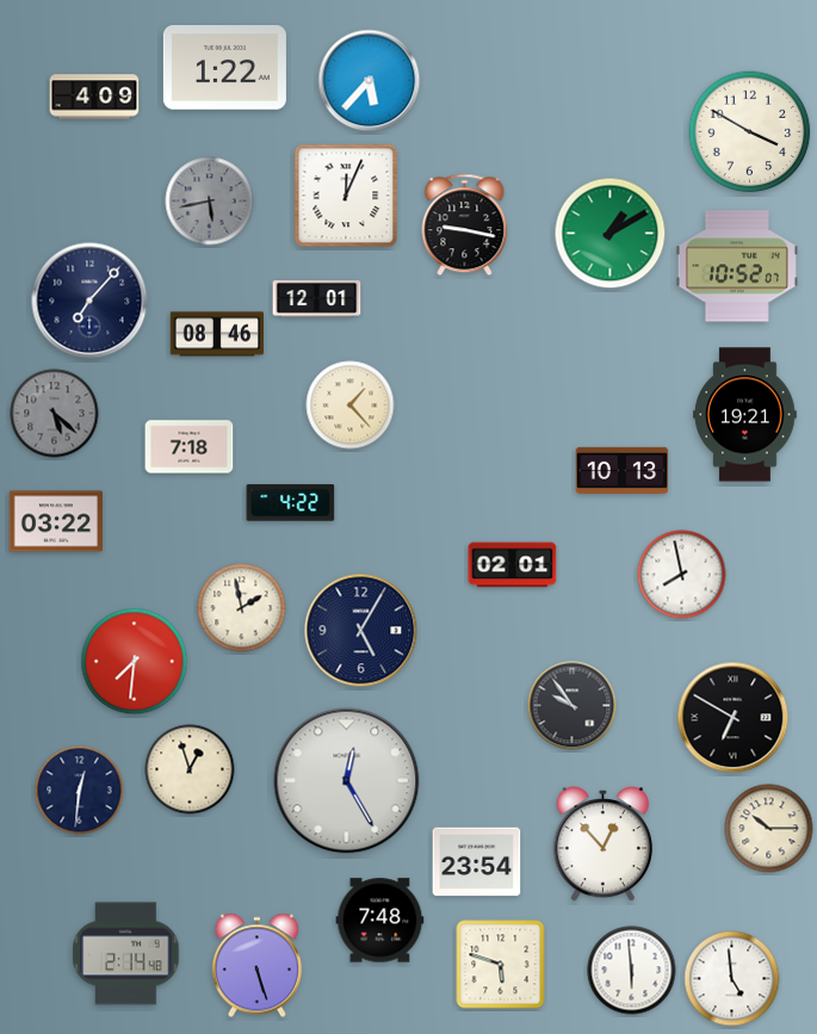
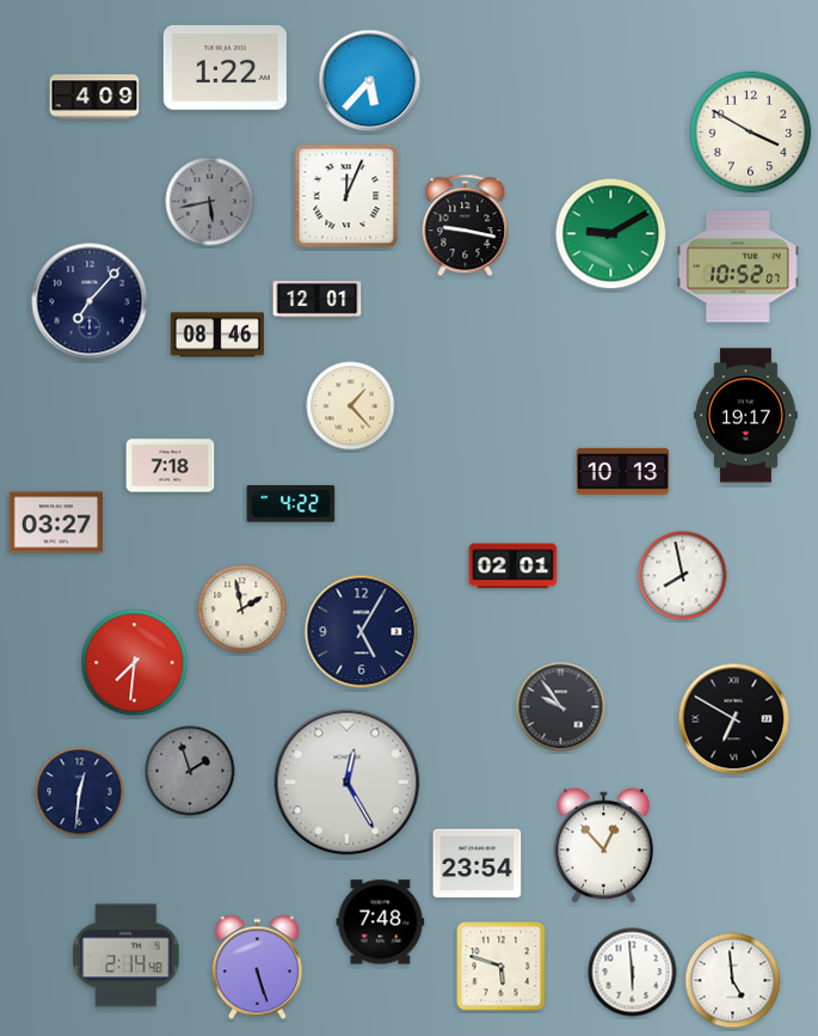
clock at (611, 234): 1:10 -> 9:10
clock at (55, 414): 5:22 -> none
clock at (745, 415): 19:21 -> 19:17
clock at (190, 447) position: (190, 447) -> (171, 466)
clock at (55, 521): 03:22 -> 03:27
clock at (572, 706) position: (572, 706) -> (561, 707)
clock at (190, 769): 12:57 -> 1:57
clock at (190, 769) dial: cream -> grey
clock at (769, 829): 10:15 -> none
